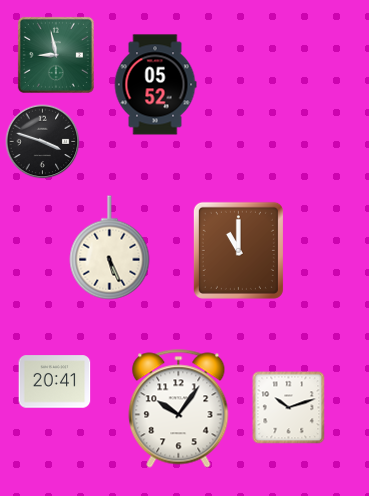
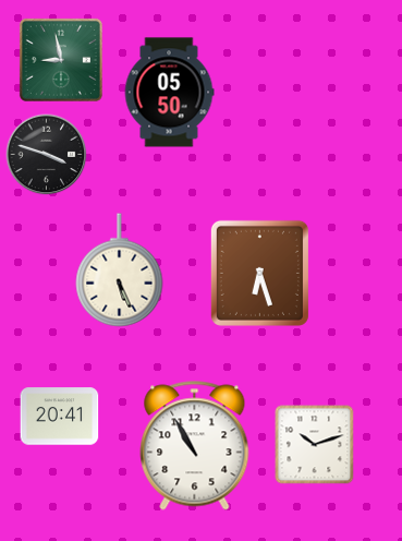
clock at (155, 85): 05:52 -> 05:50
clock at (238, 250): 11:00 -> 6:27
clock at (179, 409): 10:06 -> 10:55
